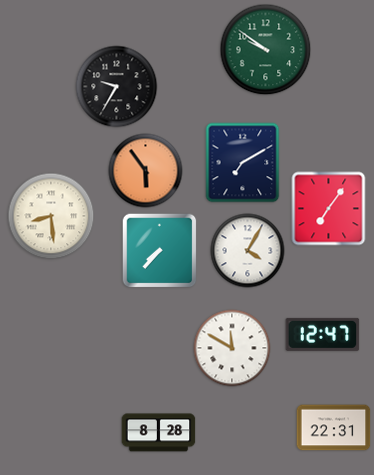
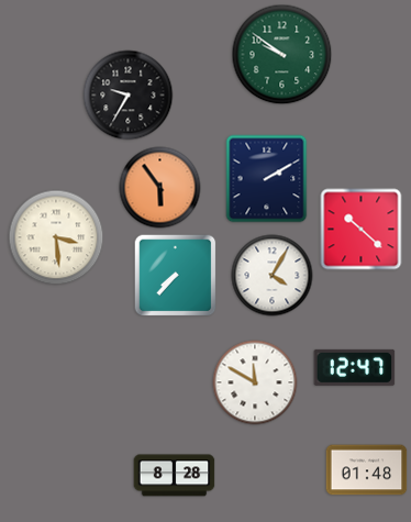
clock at (266, 50) position: (266, 50) -> (282, 55)
clock at (243, 163): 7:10 -> 2:10
clock at (329, 209): 7:06 -> 10:22
clock at (51, 216): 8:29 -> 3:29
clock at (334, 428): 22:31 -> 01:48
